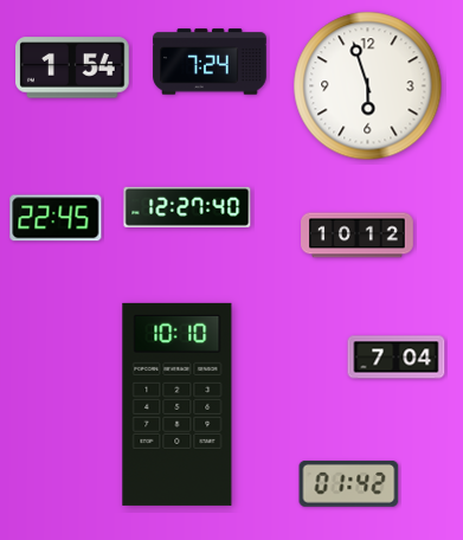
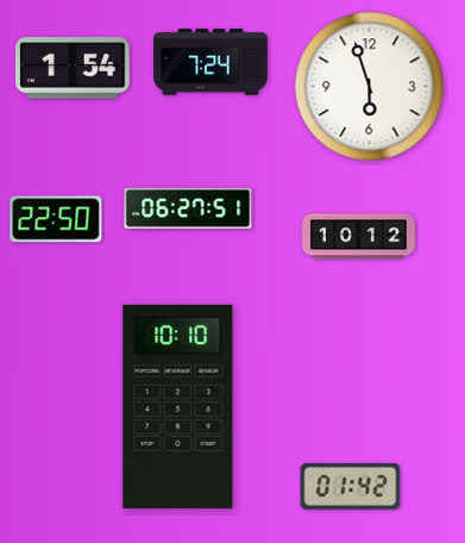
clock at (187, 207): 12:27 -> 06:27
clock at (56, 218): 22:45 -> 22:50
clock at (397, 358): 7:04 -> none
